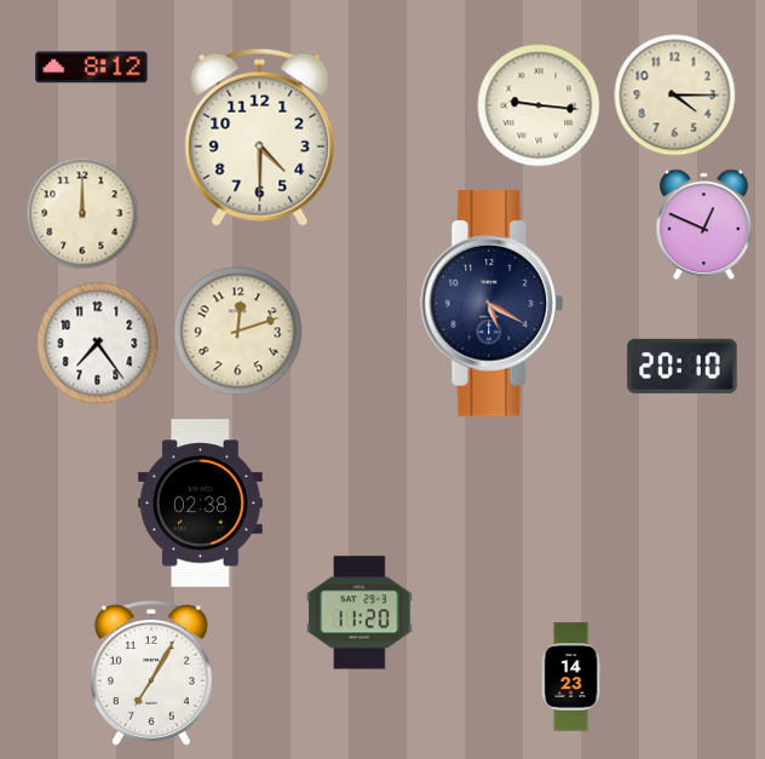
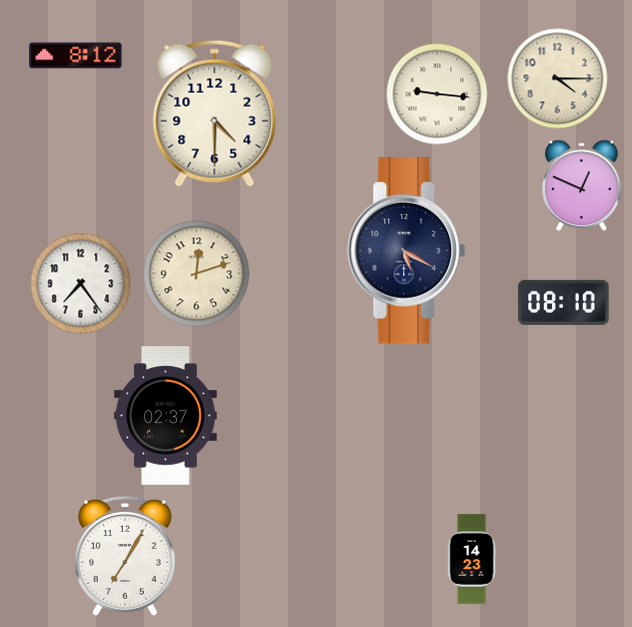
clock at (539, 105) position: (539, 105) -> (437, 94)
clock at (82, 213): 12:00 -> none
clock at (683, 366): 20:10 -> 08:10
clock at (200, 504): 02:38 -> 02:37
clock at (360, 613): 11:20 -> none
